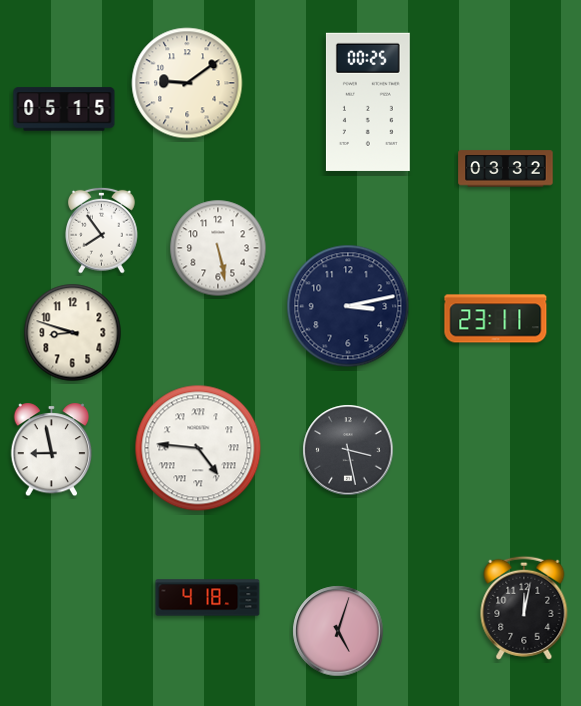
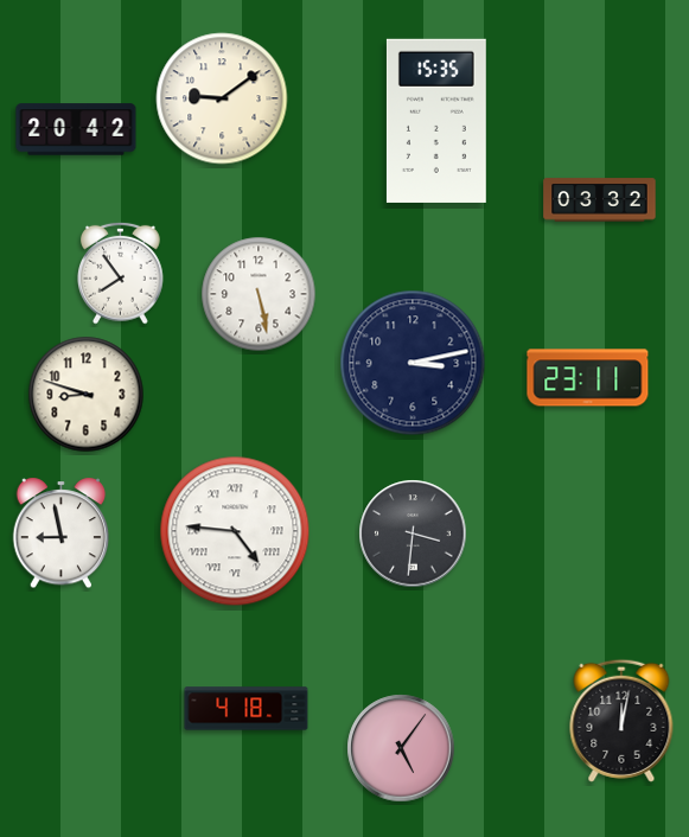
clock at (368, 102): 00:25 -> 15:35
clock at (64, 109): 05:15 -> 20:42
clock at (348, 450): 3:28 -> 3:31
clock at (338, 631): 5:03 -> 5:06
